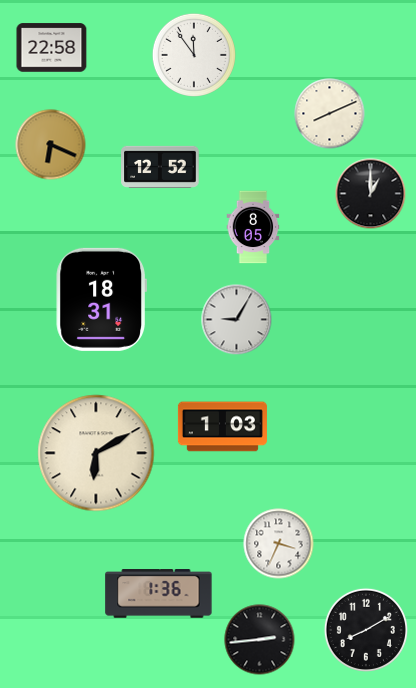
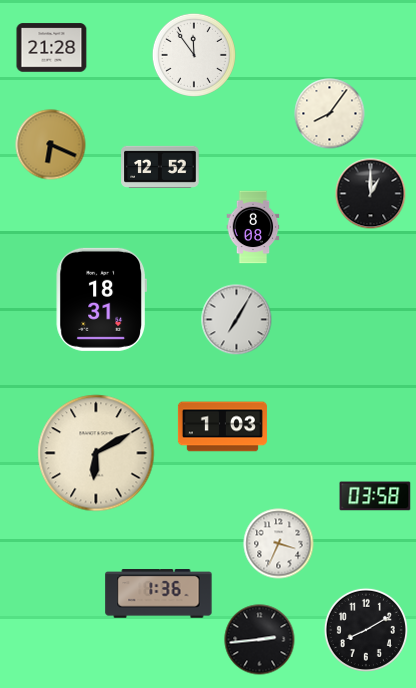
clock at (52, 48): 22:58 -> 21:28
clock at (330, 114): 8:11 -> 8:06
clock at (253, 227): 8:05 -> 8:08
clock at (237, 320): 9:05 -> 7:05
clock at (375, 496): none -> 03:58
